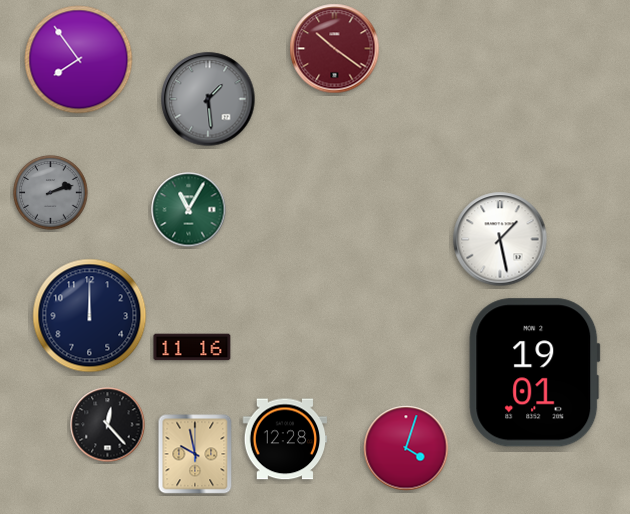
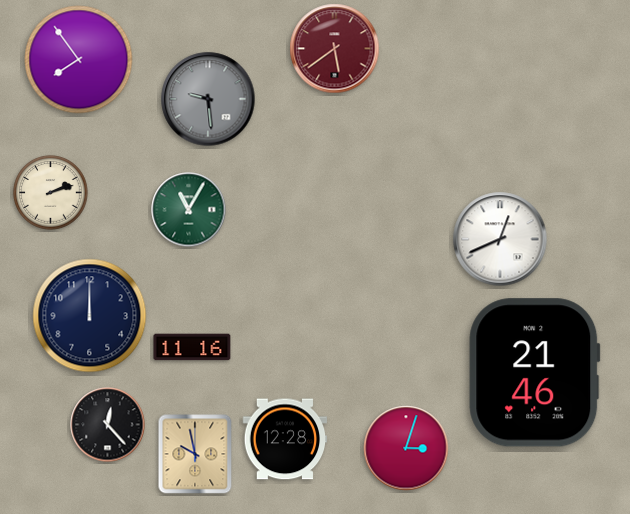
clock at (335, 49): 10:21 -> 5:39
clock at (208, 99): 1:29 -> 9:29
clock at (51, 193) dial: grey -> cream
clock at (500, 239): 1:28 -> 12:41
clock at (535, 373): 19:01 -> 21:46
clock at (406, 448): 4:03 -> 3:03
